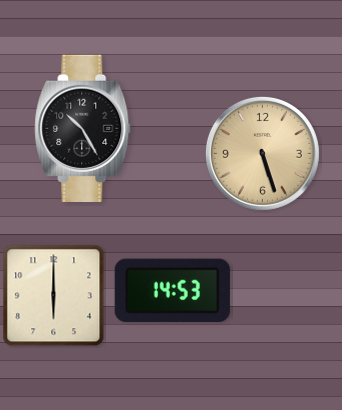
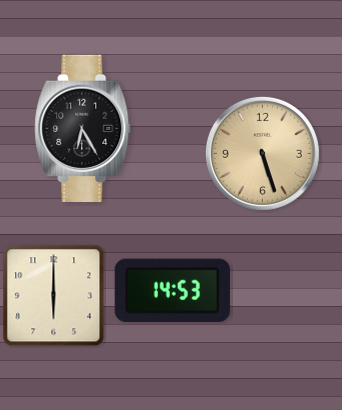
clock at (83, 128): 10:25 -> 6:25
